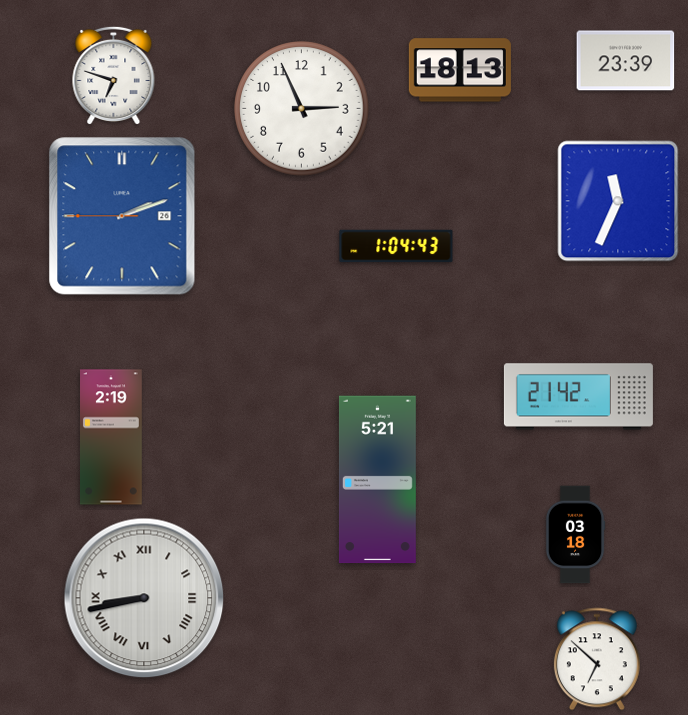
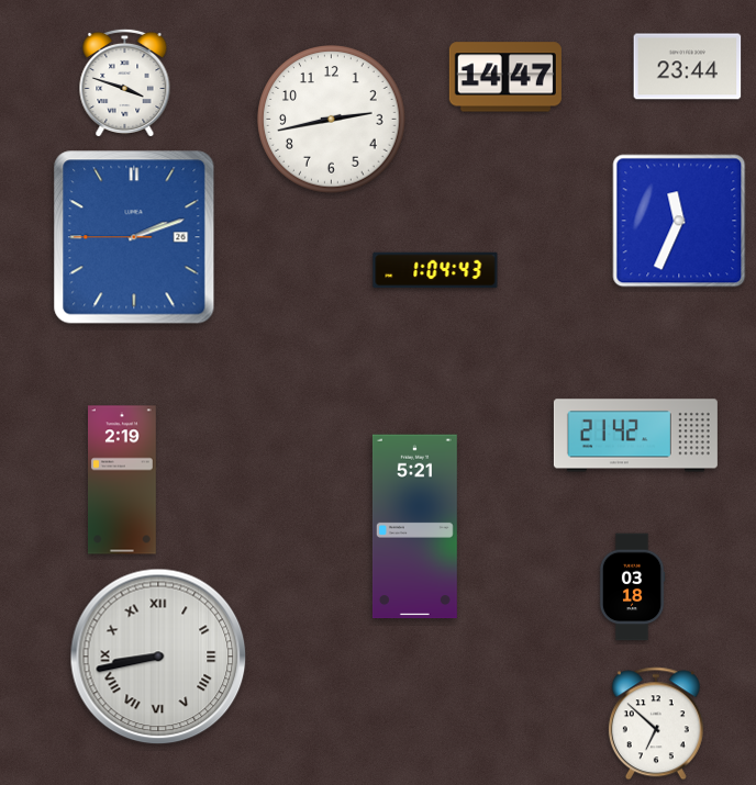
clock at (626, 61): 23:39 -> 23:44
clock at (460, 70): 18:13 -> 14:47
clock at (114, 76): 6:48 -> 3:48
clock at (302, 109): 2:56 -> 2:43
